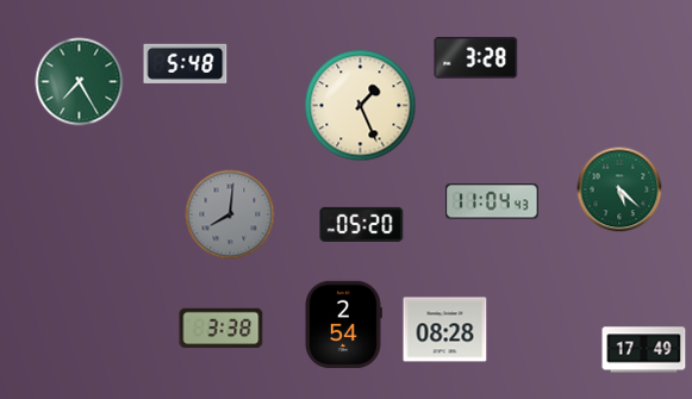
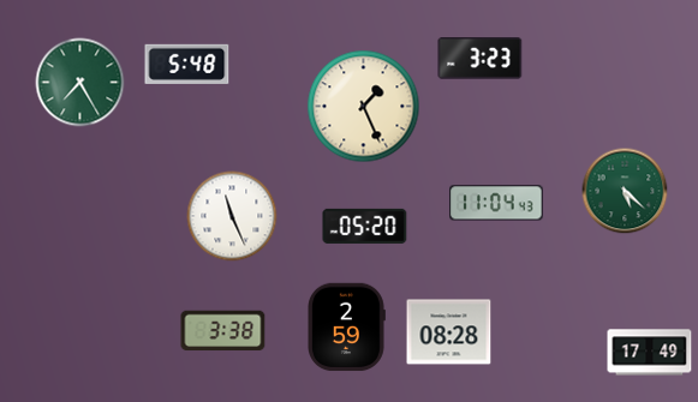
clock at (476, 58): 3:28 -> 3:23
clock at (230, 214): 8:01 -> 11:26
clock at (230, 214) dial: grey -> white
clock at (344, 325): 2:54 -> 2:59
